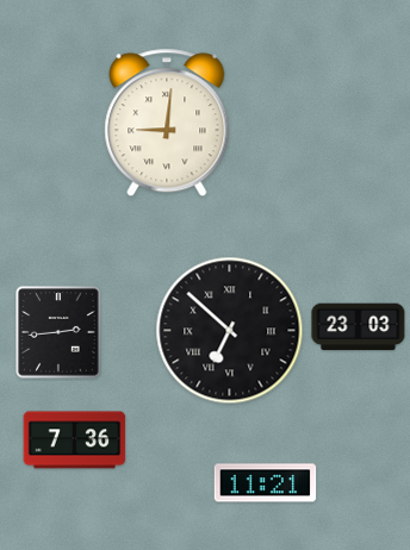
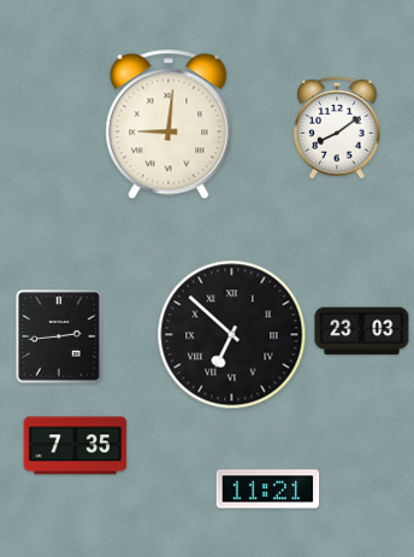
clock at (337, 128): none -> 8:09
clock at (75, 440): 7:36 -> 7:35
